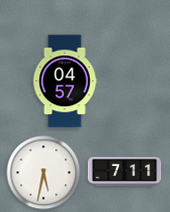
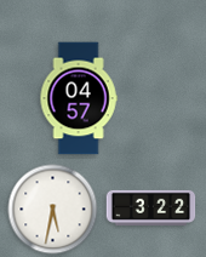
clock at (125, 171): 7:11 -> 3:22
